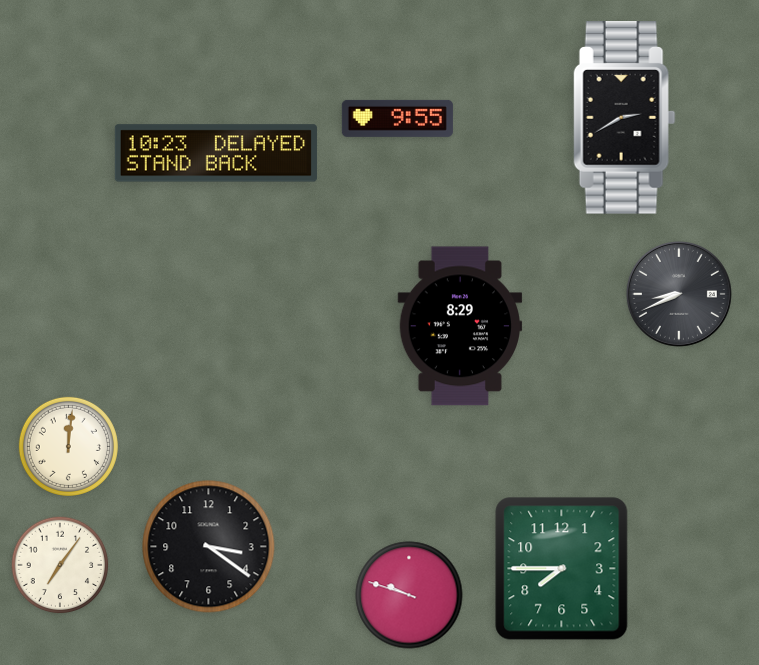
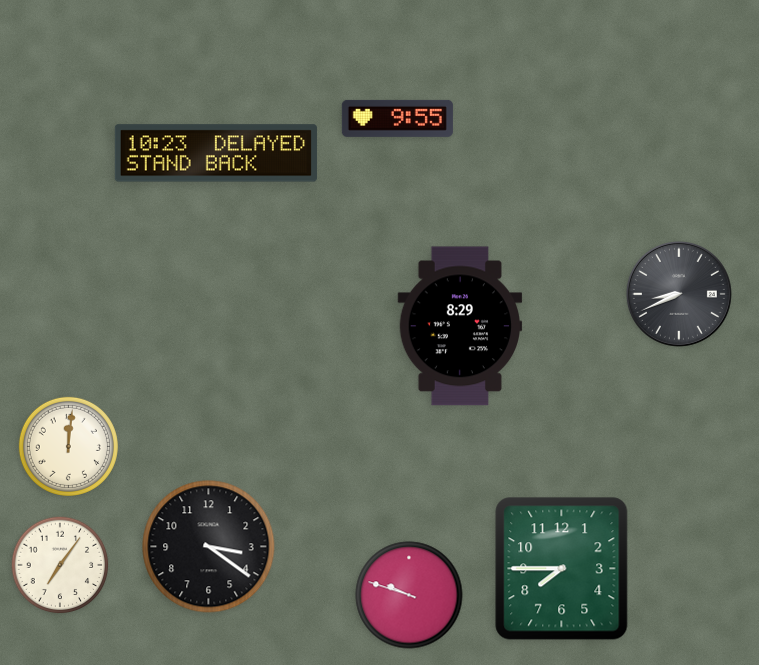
clock at (625, 118): 2:40 -> none
